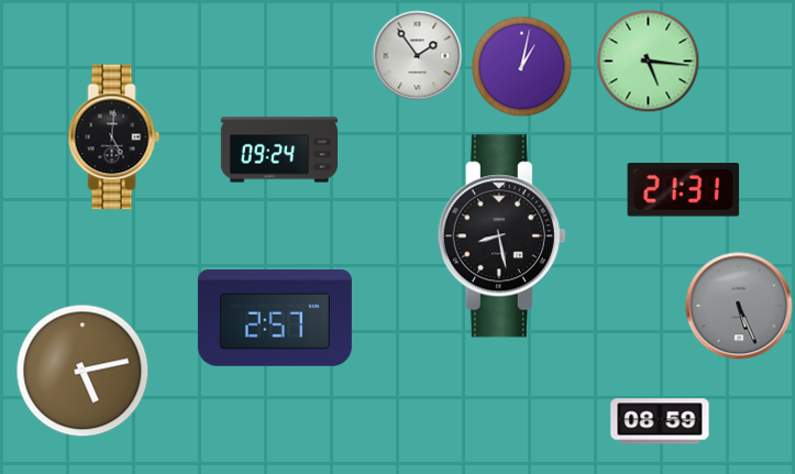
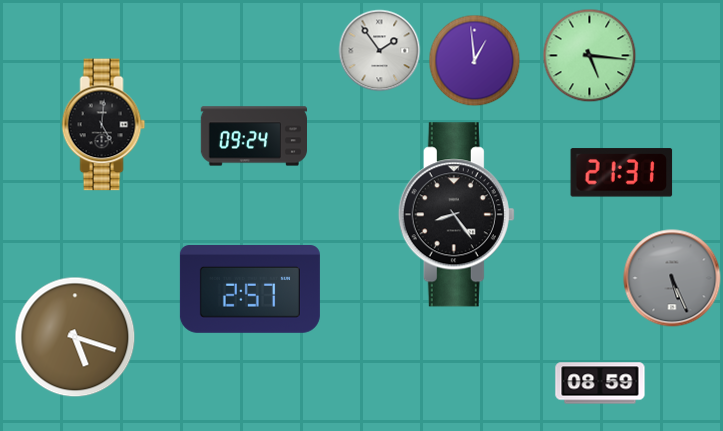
clock at (522, 67): 1:02 -> 12:59
clock at (501, 236): 8:28 -> 8:24
clock at (82, 371): 5:13 -> 5:18
